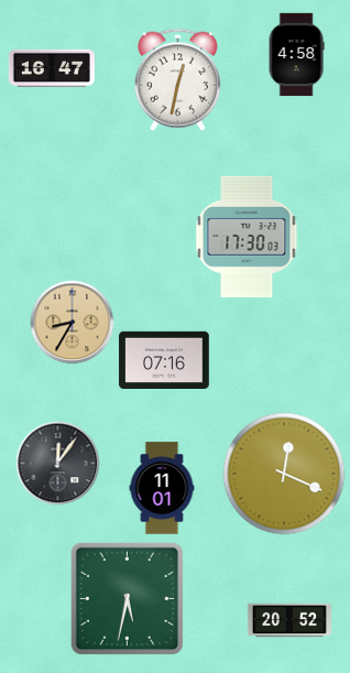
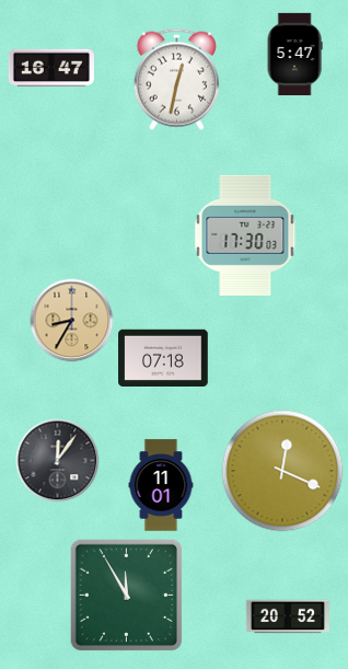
clock at (296, 55): 4:58 -> 5:47
clock at (164, 359): 07:16 -> 07:18
clock at (127, 598): 5:32 -> 11:55
